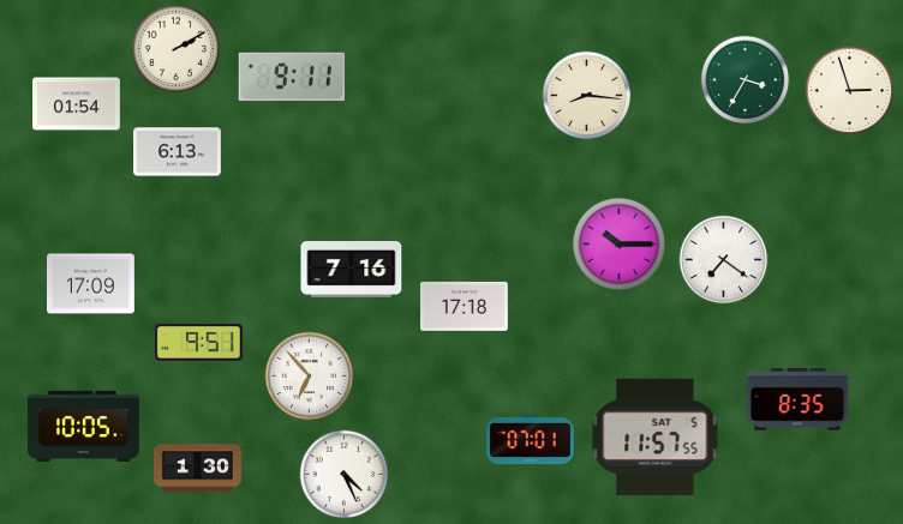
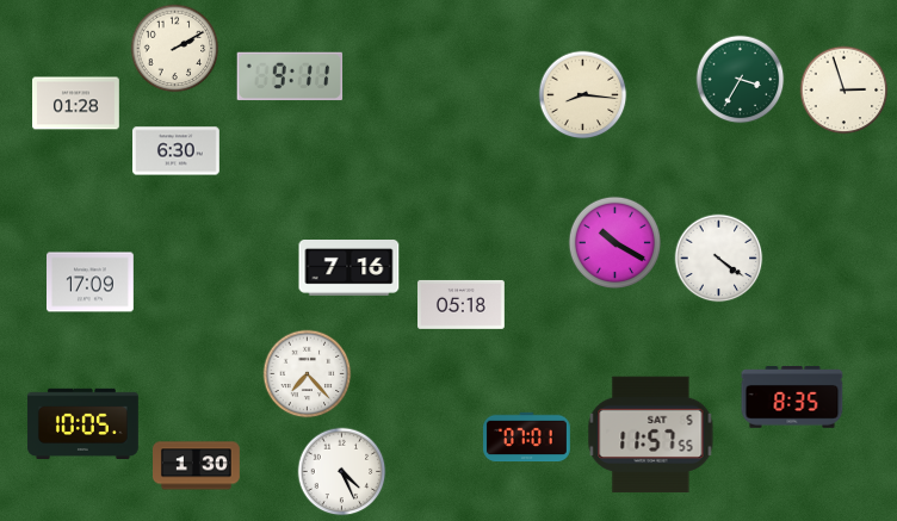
clock at (77, 104): 01:54 -> 01:28
clock at (178, 152): 6:13 -> 6:30
clock at (620, 245): 10:15 -> 10:20
clock at (724, 260): 7:21 -> 4:21
clock at (465, 306): 17:18 -> 05:18
clock at (198, 343): 9:51 -> none
clock at (310, 377): 6:53 -> 7:23
